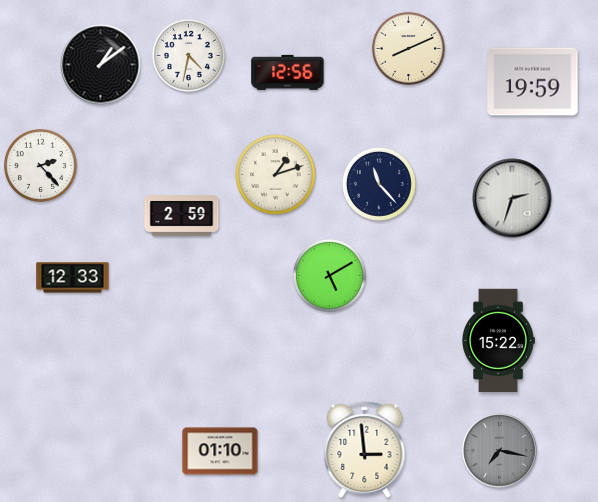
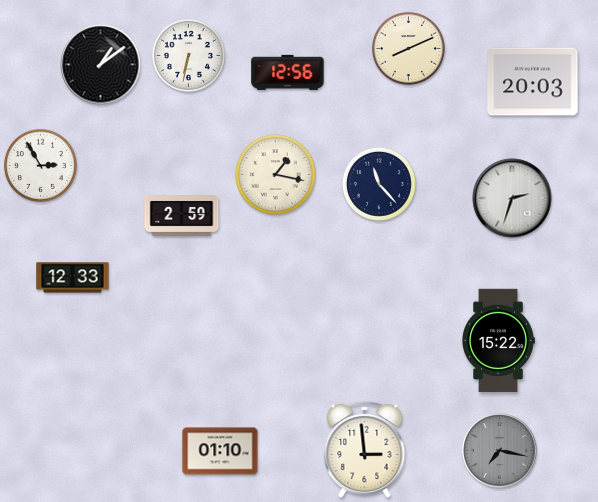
clock at (188, 55): 4:32 -> 6:32
clock at (533, 82): 19:59 -> 20:03
clock at (40, 165): 2:23 -> 2:55
clock at (276, 175): 1:12 -> 1:17
clock at (329, 275): 5:10 -> none
